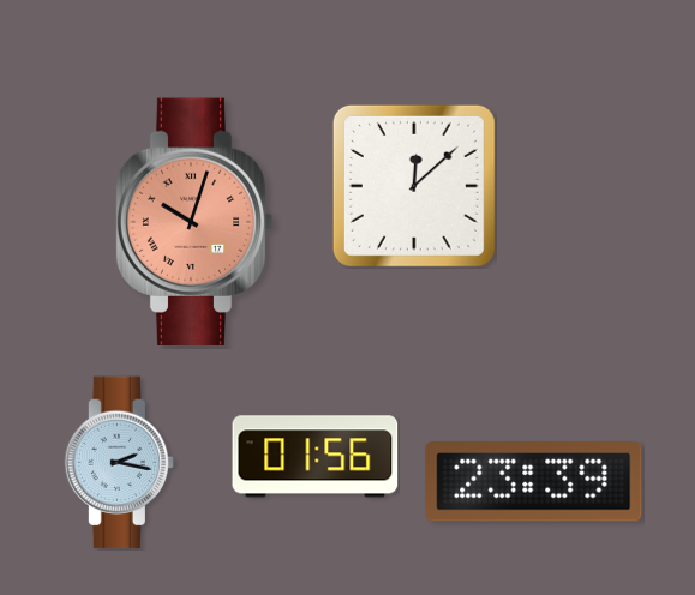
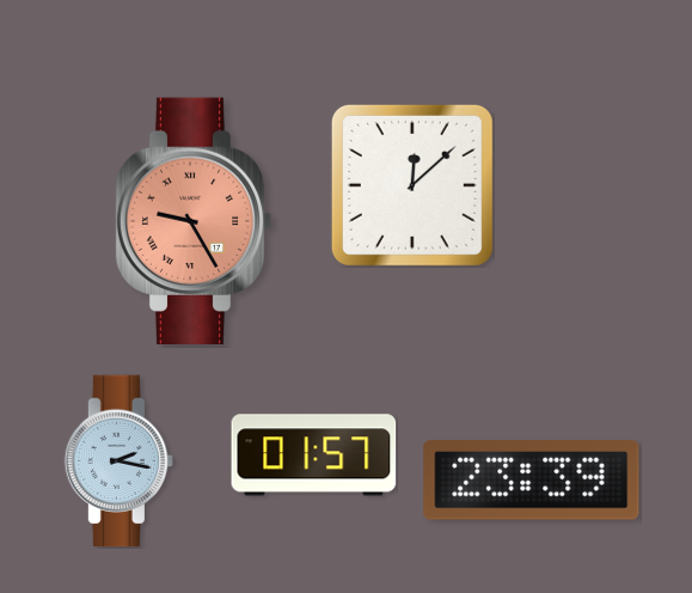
clock at (194, 221): 10:03 -> 9:25
clock at (316, 457): 01:56 -> 01:57
